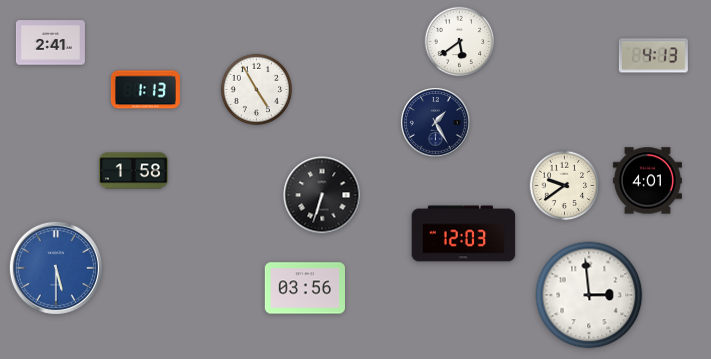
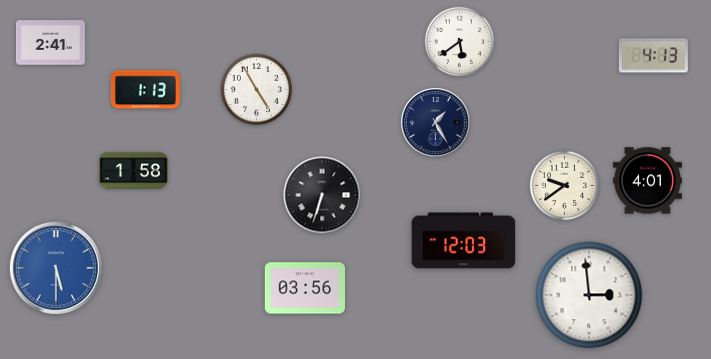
clock at (464, 234) position: (464, 234) -> (464, 241)
